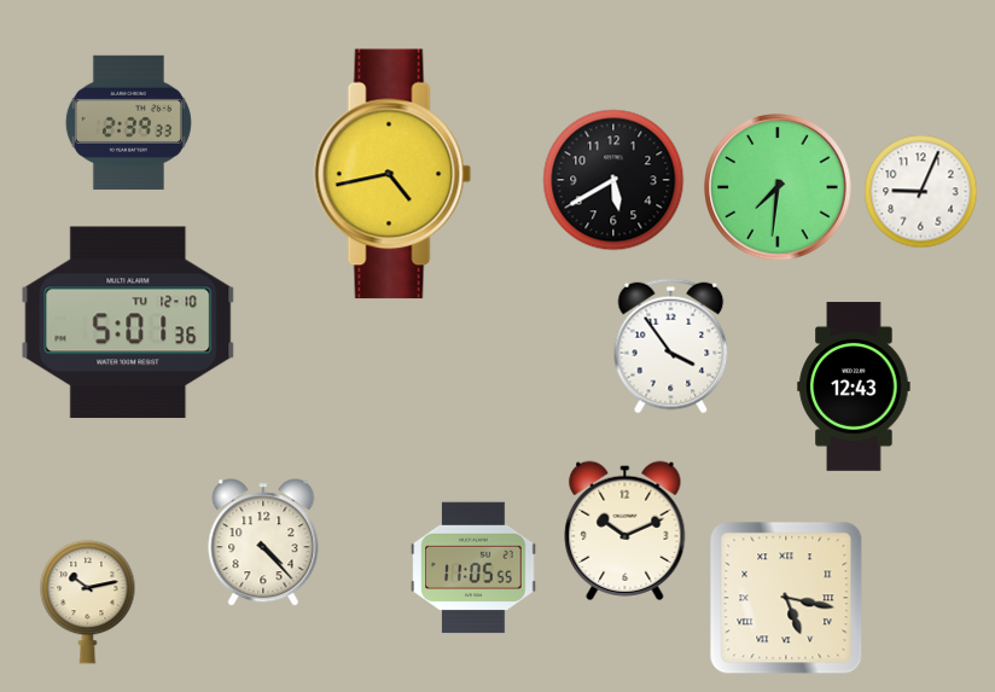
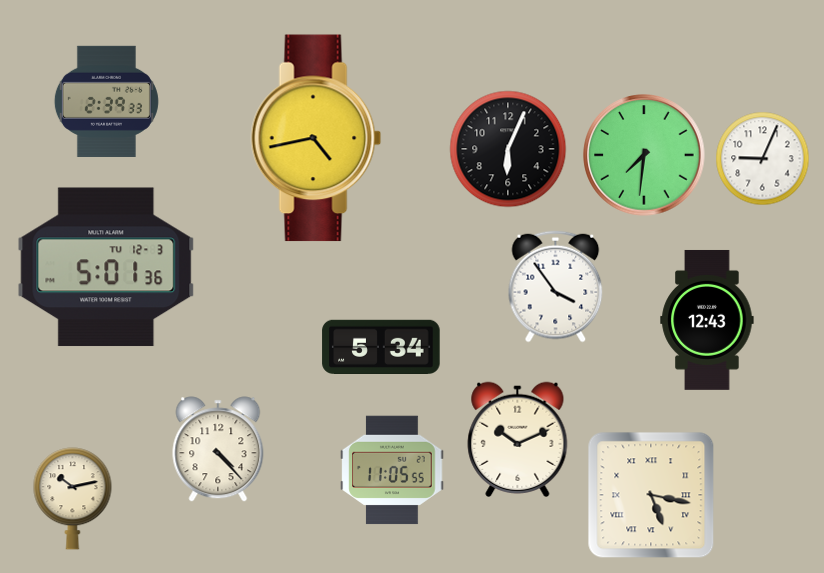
clock at (392, 174) position: (392, 174) -> (316, 138)
clock at (613, 180): 5:40 -> 6:04
clock at (128, 322) date: TU 12-10 -> TU 12-3
clock at (381, 346): none -> 5:34
